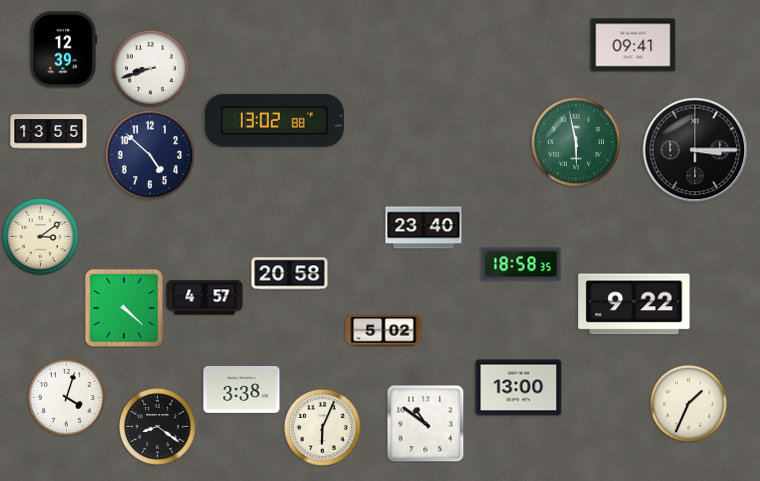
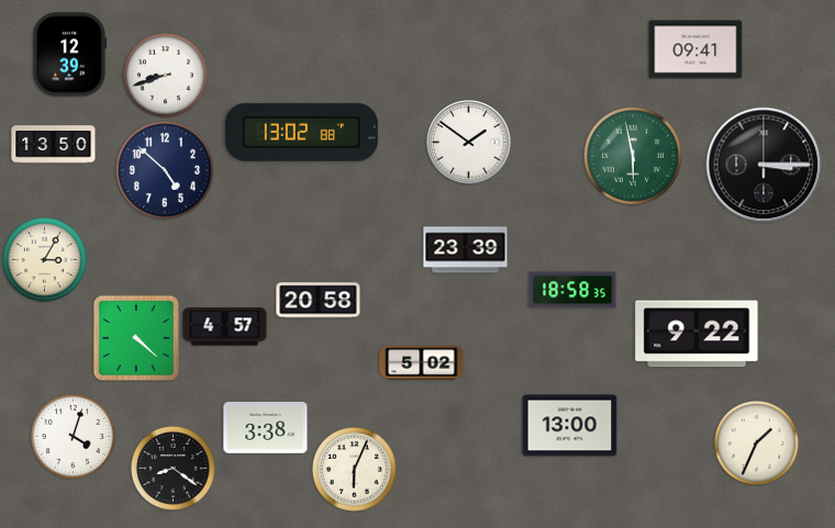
clock at (469, 143): none -> 1:51
clock at (49, 132): 13:55 -> 13:50
clock at (424, 228): 23:40 -> 23:39
clock at (40, 236): 3:09 -> 3:05
clock at (425, 423): 10:51 -> none
